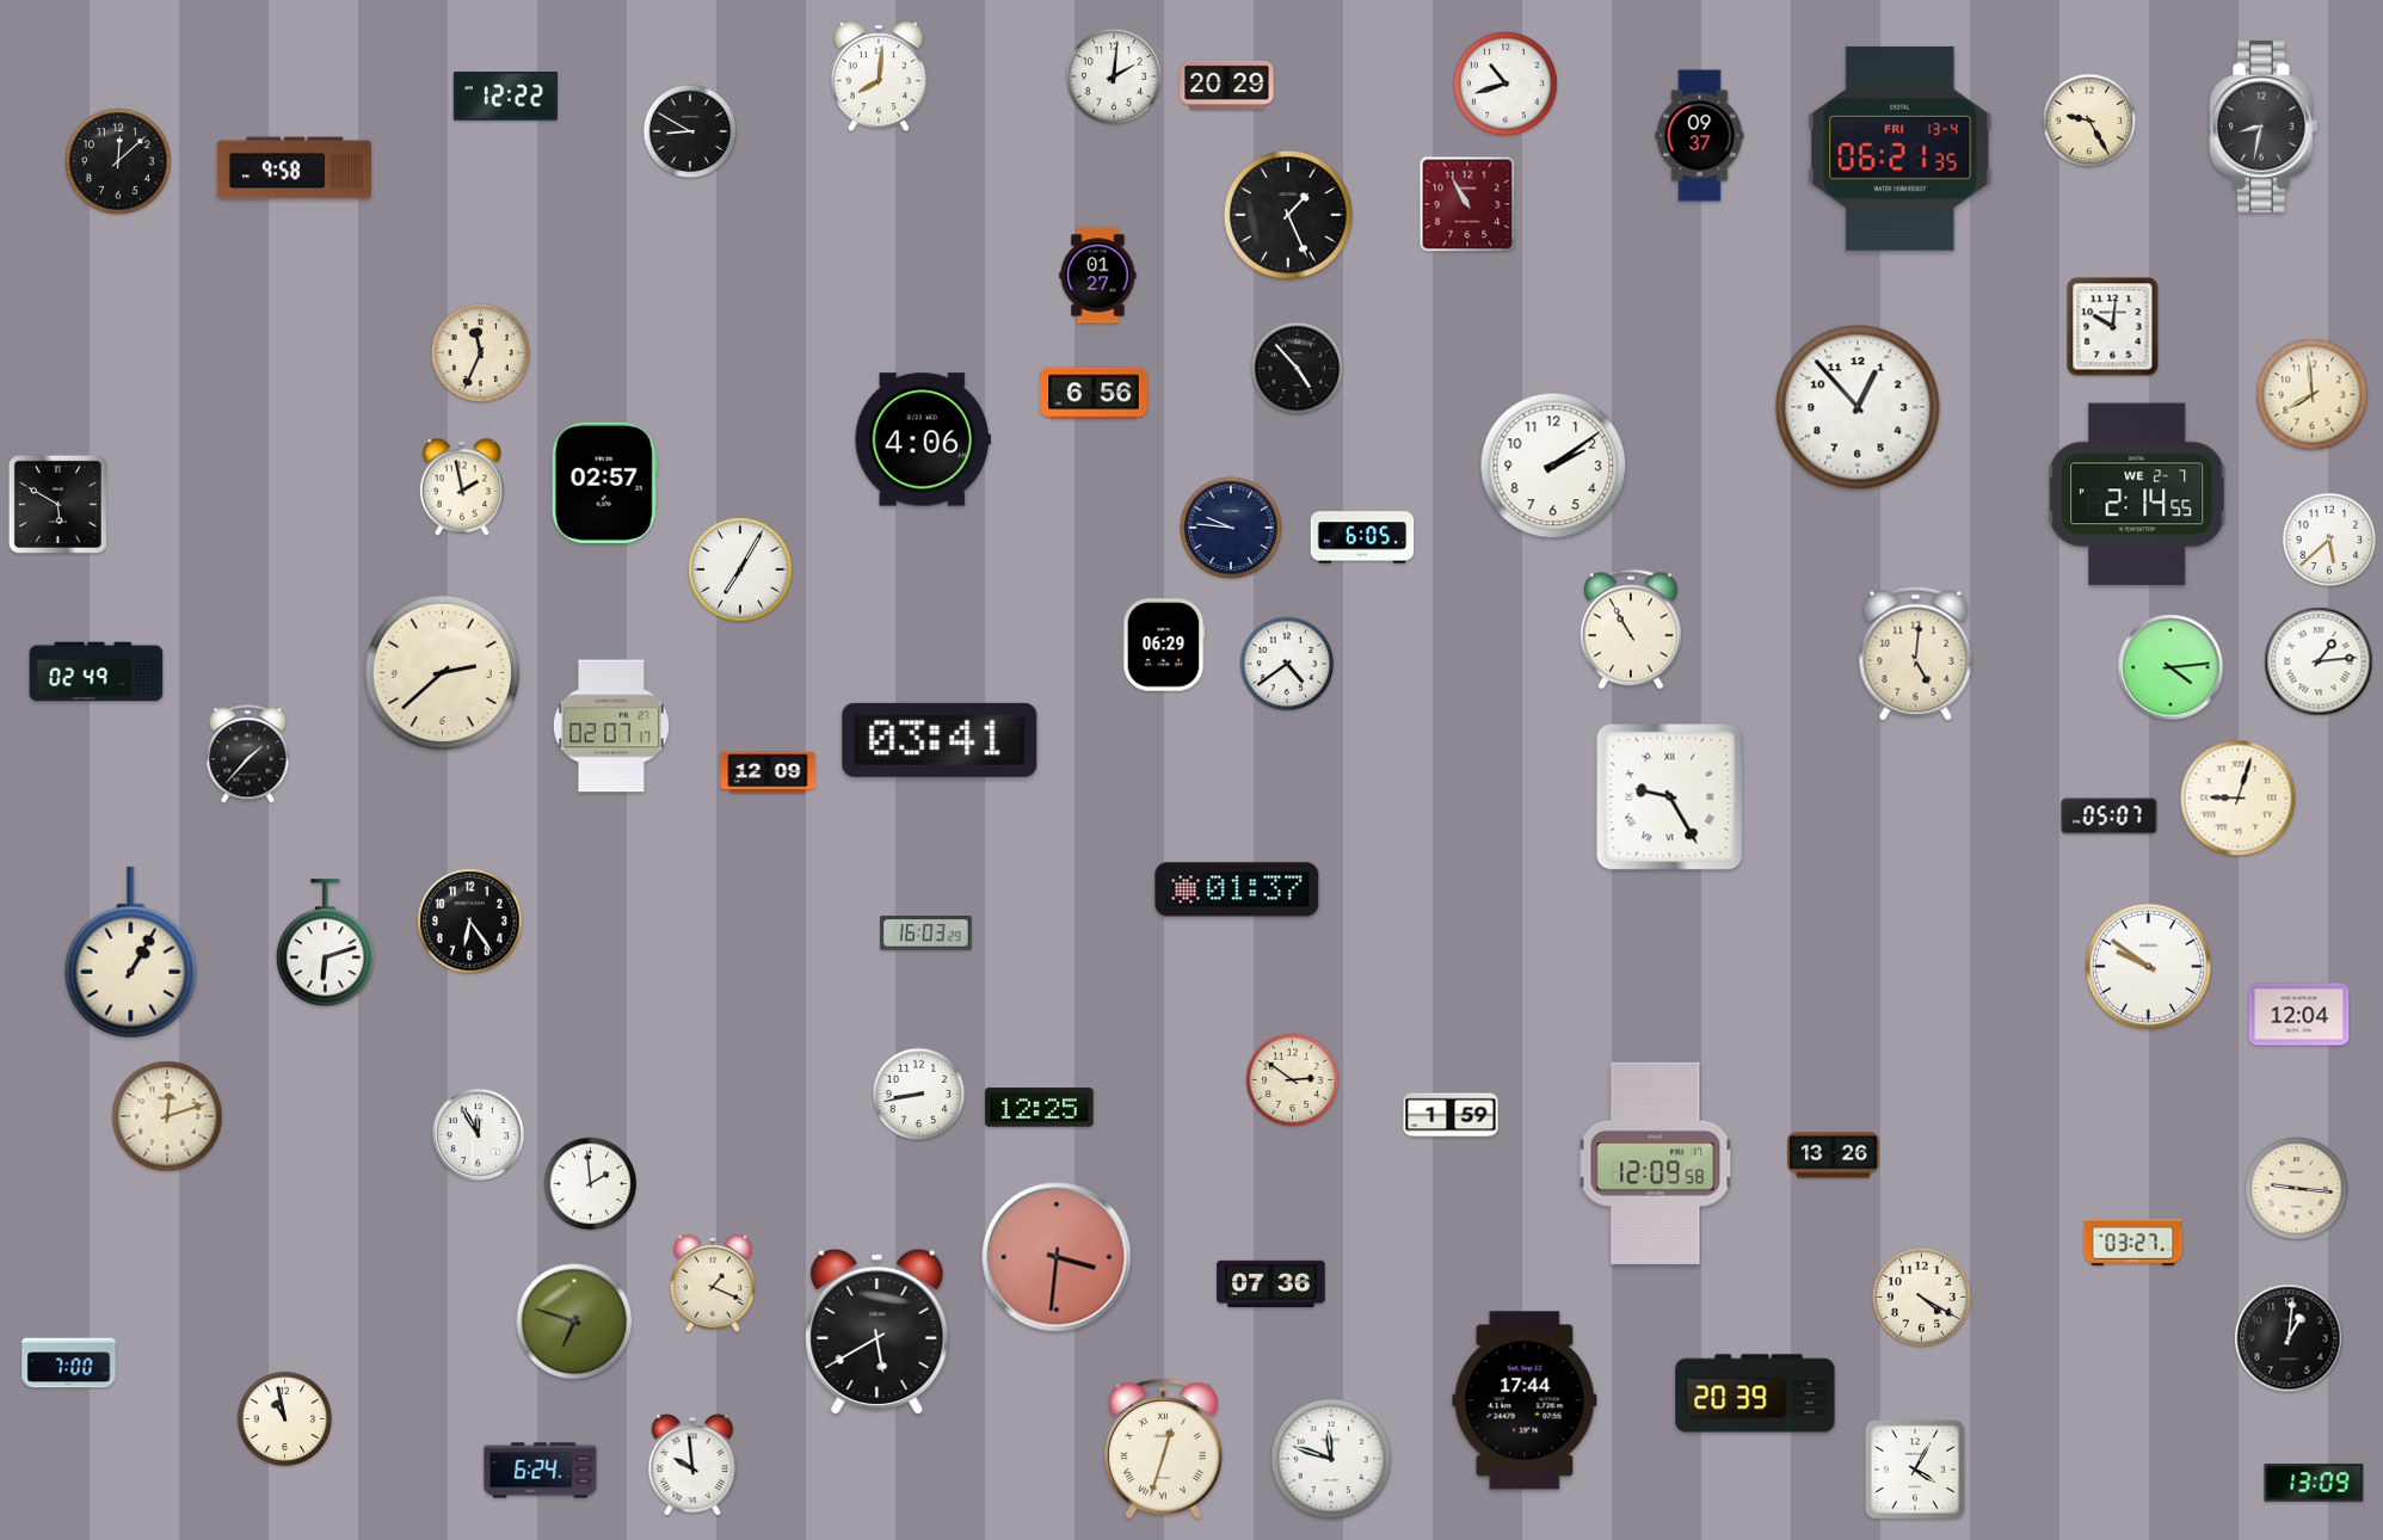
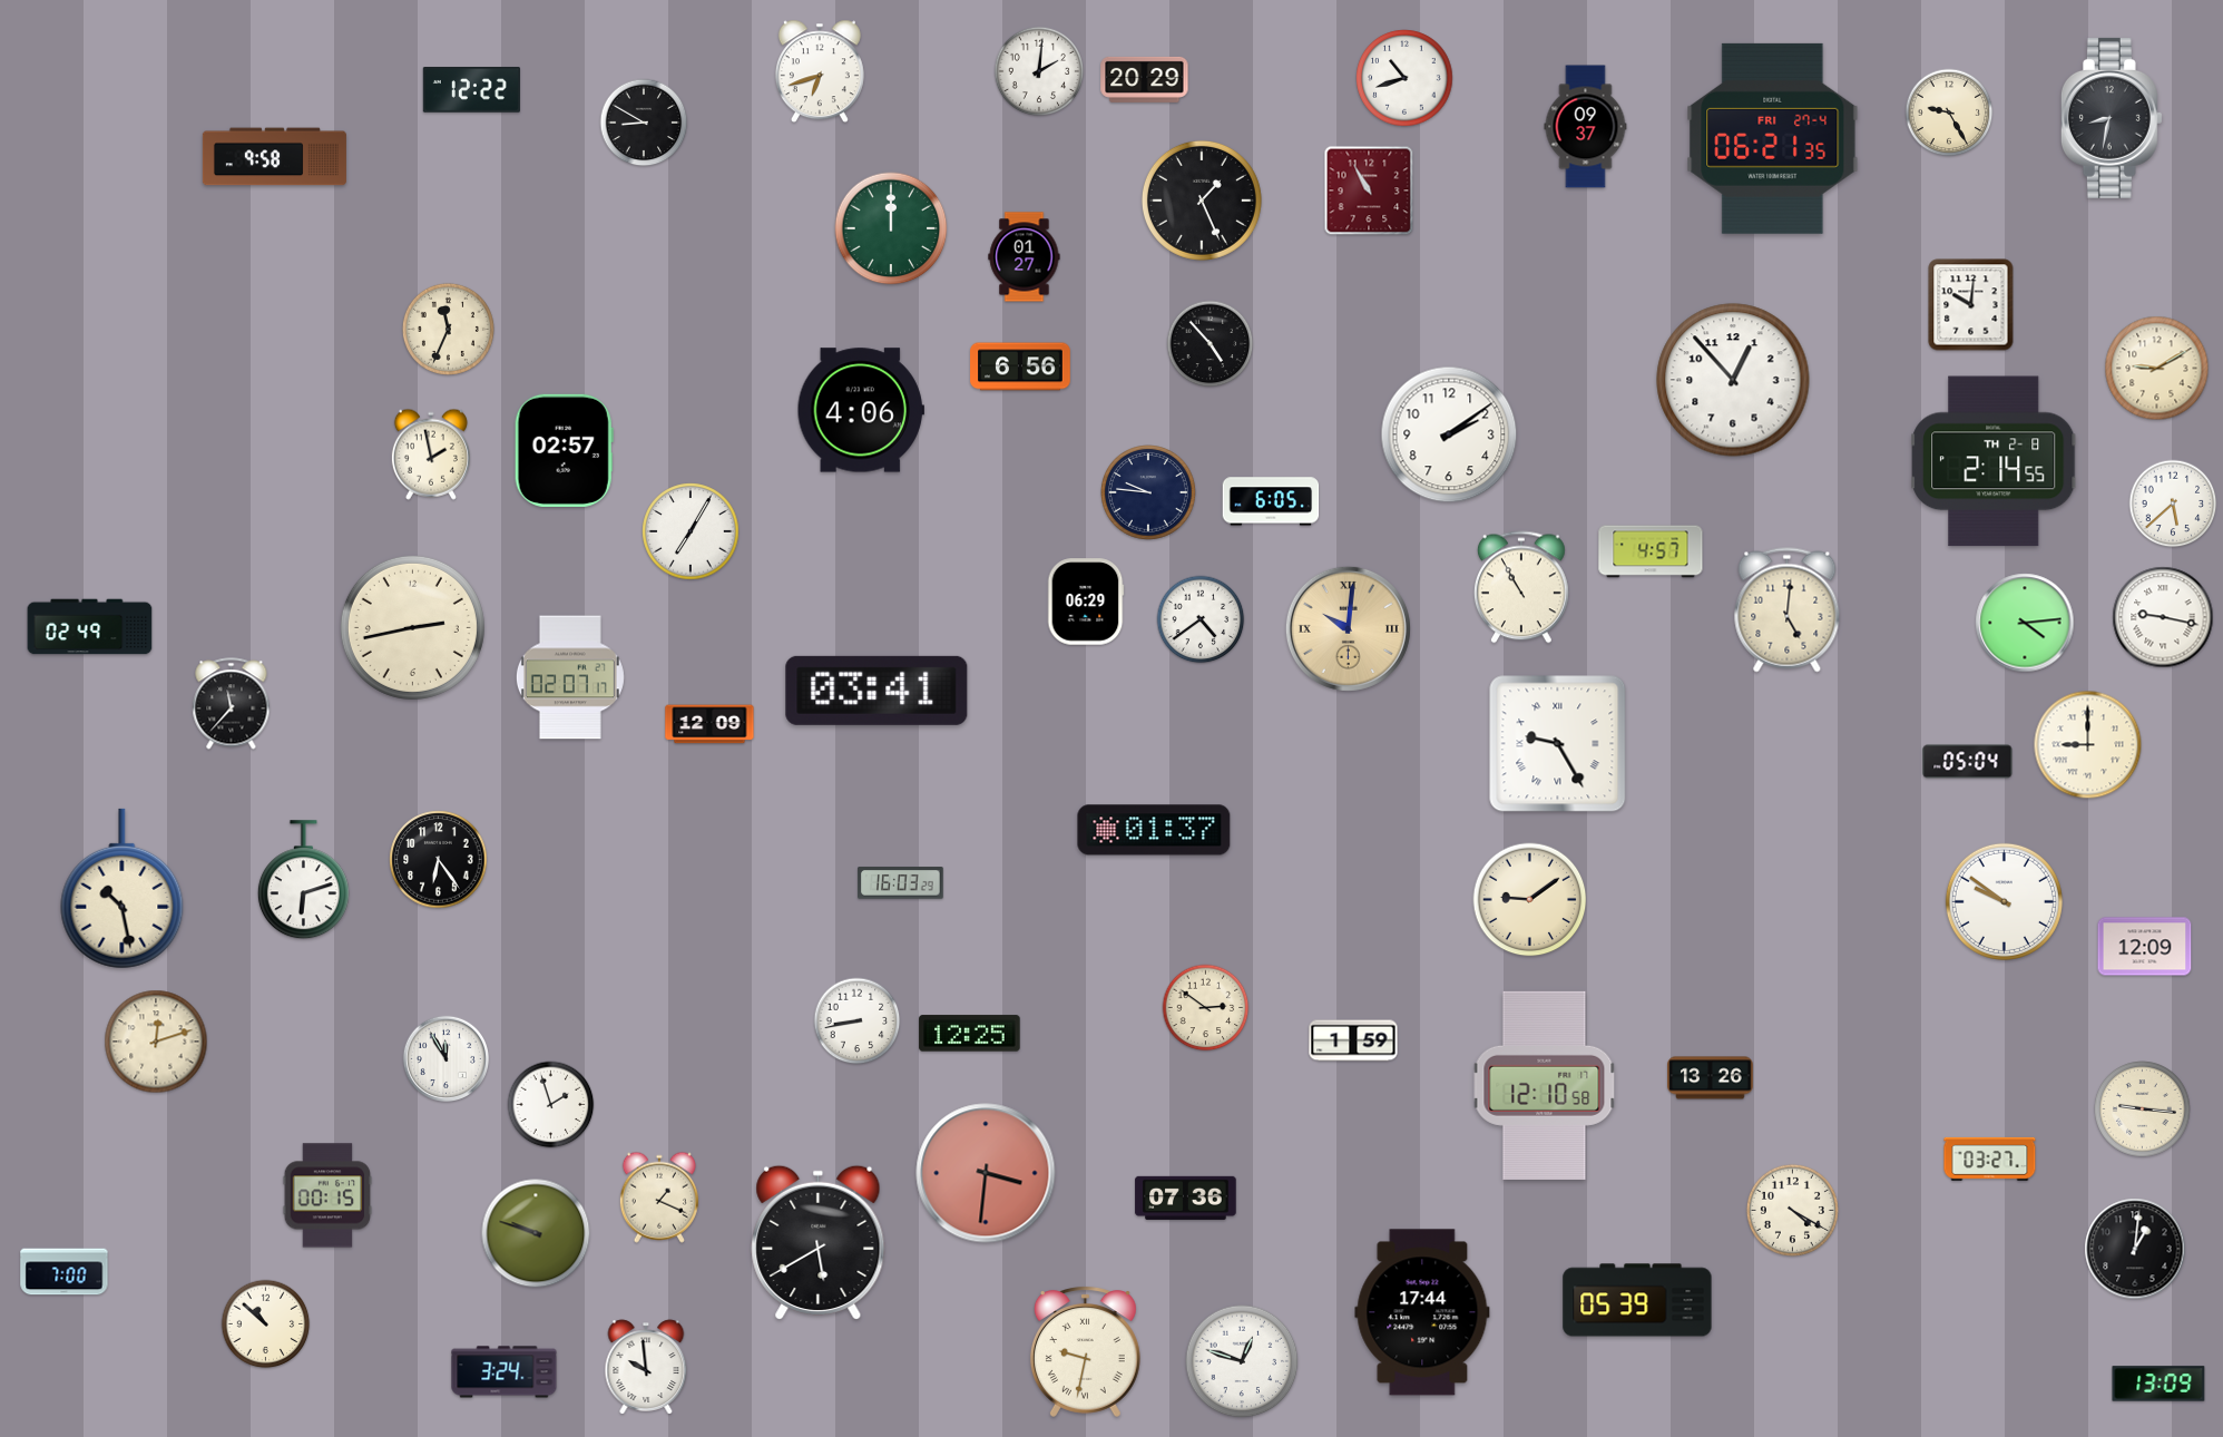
clock at (879, 76): 8:01 -> 6:42
clock at (1901, 148) date: FRI 13-4 -> FRI 27-4
clock at (118, 161): 12:08 -> none
clock at (891, 228): none -> 12:00
clock at (2313, 395): 7:59 -> 9:10
clock at (2138, 494) date: WE 2-7 -> TH 2-8
clock at (57, 504): 5:50 -> none
clock at (1651, 551): none -> 4:57
clock at (2319, 661): 1:14 -> 9:17
clock at (442, 672): 2:38 -> 2:43
clock at (1348, 628): none -> 10:01
clock at (248, 754): 1:37 -> 11:37
clock at (768, 772) position: (768, 772) -> (709, 724)
clock at (2239, 799): 9:03 -> 9:00
clock at (2110, 817): 05:07 -> 05:04
clock at (926, 934) position: (926, 934) -> (901, 883)
clock at (131, 953): 1:05 -> 10:28
clock at (1530, 900): none -> 9:09
clock at (2299, 1015): 12:04 -> 12:09
clock at (1656, 1163): 12:09 -> 12:10
clock at (591, 1184): 1:59 -> 1:57
clock at (327, 1195): none -> 00:15
clock at (713, 1283) position: (713, 1283) -> (659, 1197)
clock at (574, 1322): 6:48 -> 9:48
clock at (1755, 1393): 20:39 -> 05:39
clock at (1525, 1400) position: (1525, 1400) -> (1422, 1312)
clock at (285, 1419): 10:58 -> 10:52
clock at (1163, 1448): 12:33 -> 9:32
clock at (1331, 1459): 11:48 -> 12:48
clock at (1915, 1470): 4:05 -> none
clock at (541, 1471): 6:24 -> 3:24
